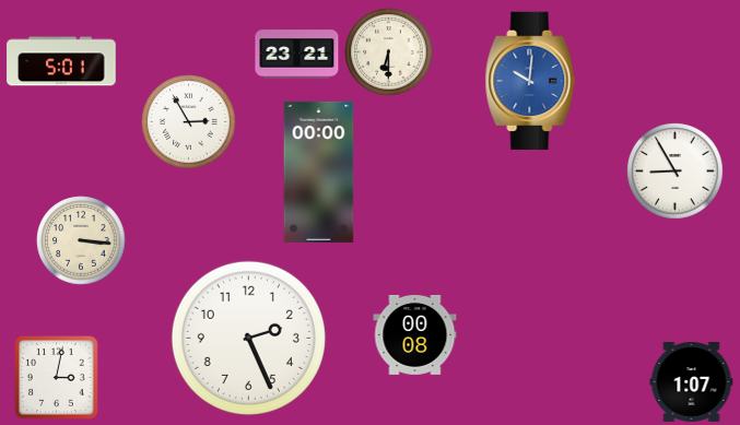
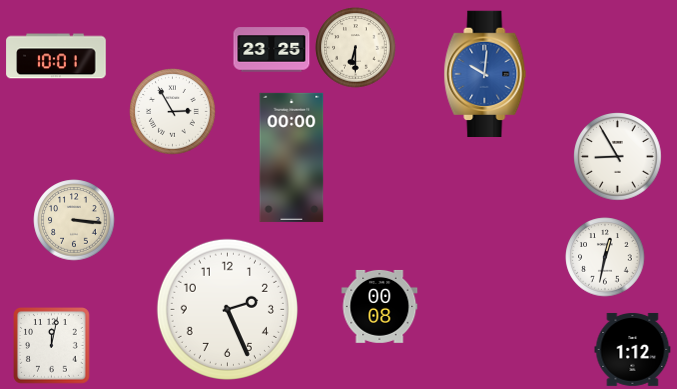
clock at (297, 55): 23:21 -> 23:25
clock at (61, 61): 5:01 -> 10:01
clock at (605, 257): none -> 12:32
clock at (57, 378): 3:02 -> 12:02
clock at (692, 381): 1:07 -> 1:12
